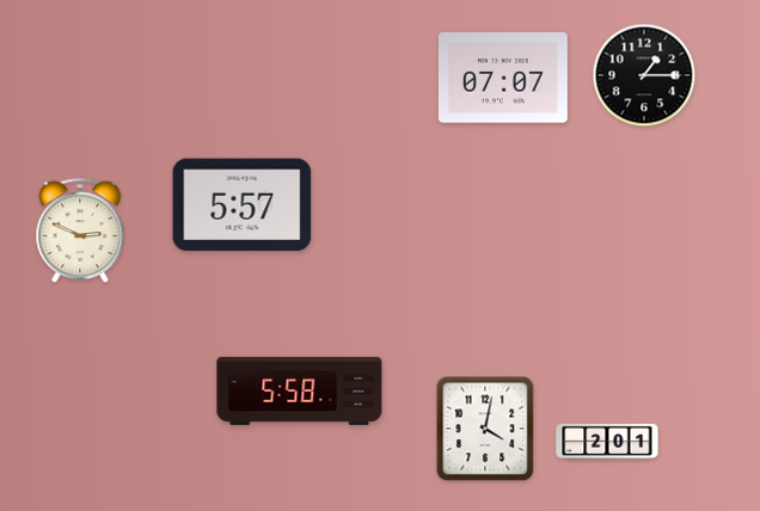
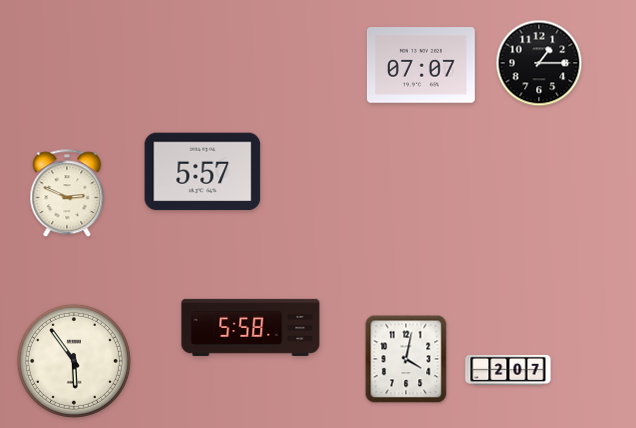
clock at (74, 361): none -> 5:54
clock at (607, 442): 2:01 -> 2:07
